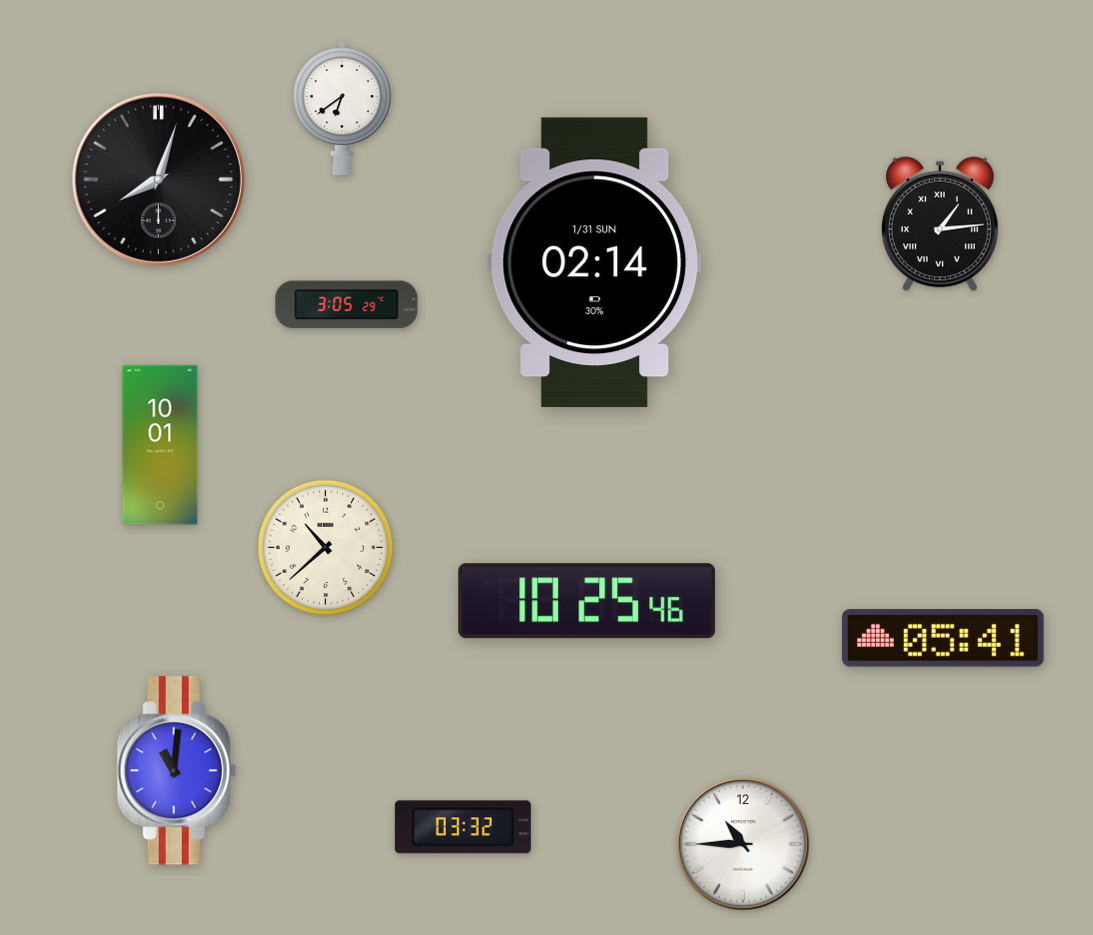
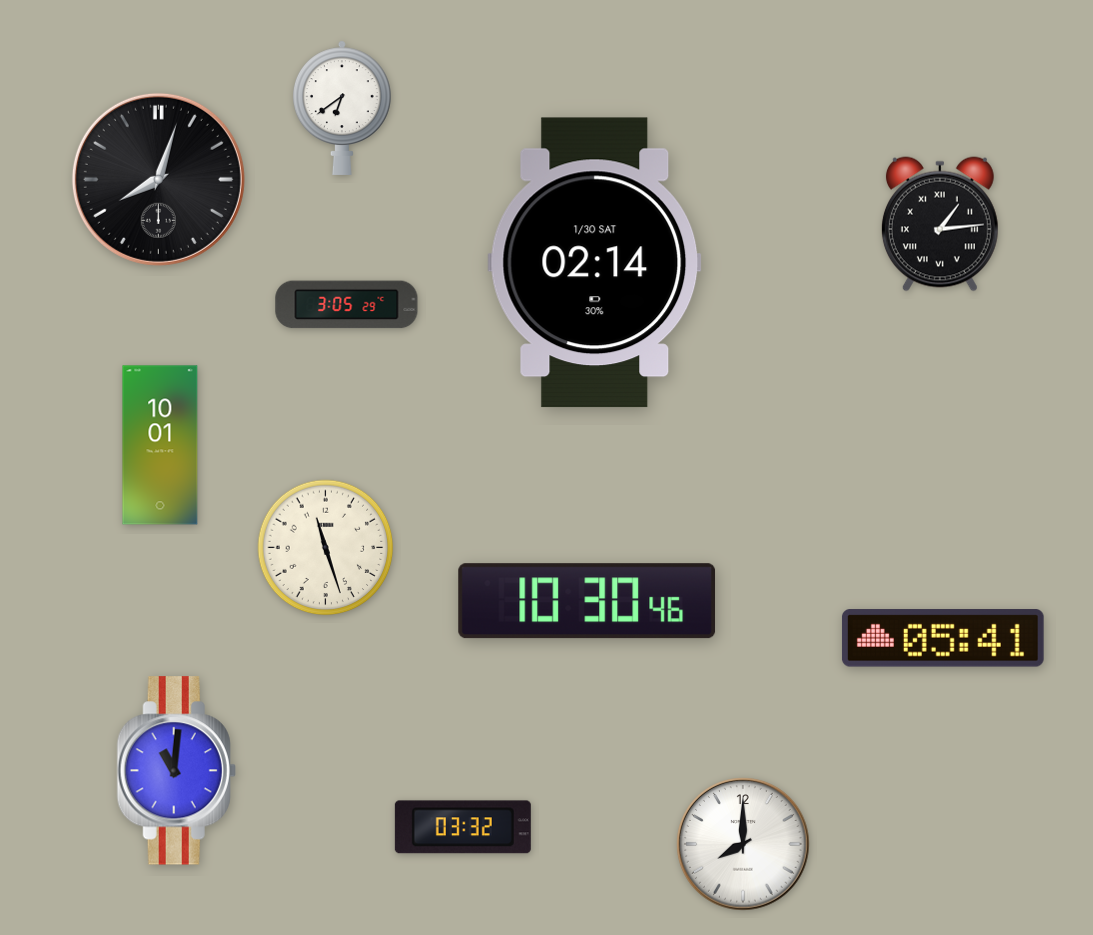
clock at (595, 263) date: 1/31 SUN -> 1/30 SAT
clock at (326, 548): 10:38 -> 11:27
clock at (587, 601): 10:25 -> 10:30
clock at (743, 844): 10:45 -> 8:00
